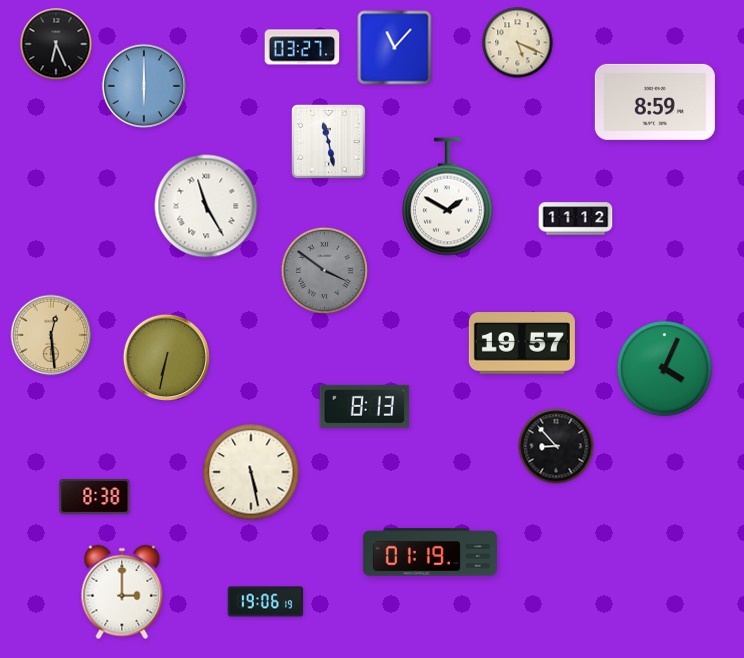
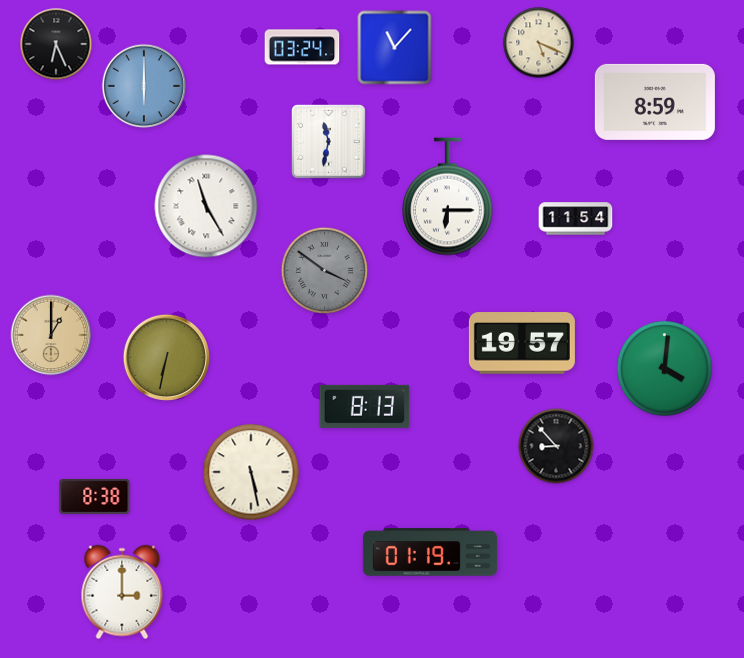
clock at (518, 43) position: (518, 43) -> (539, 43)
clock at (302, 47): 03:27 -> 03:24
clock at (329, 142): 11:28 -> 11:32
clock at (448, 197): 1:50 -> 6:15
clock at (576, 219): 11:12 -> 11:54
clock at (51, 335): 12:29 -> 1:00
clock at (665, 369): 4:04 -> 4:01
clock at (266, 602): 19:06 -> none
